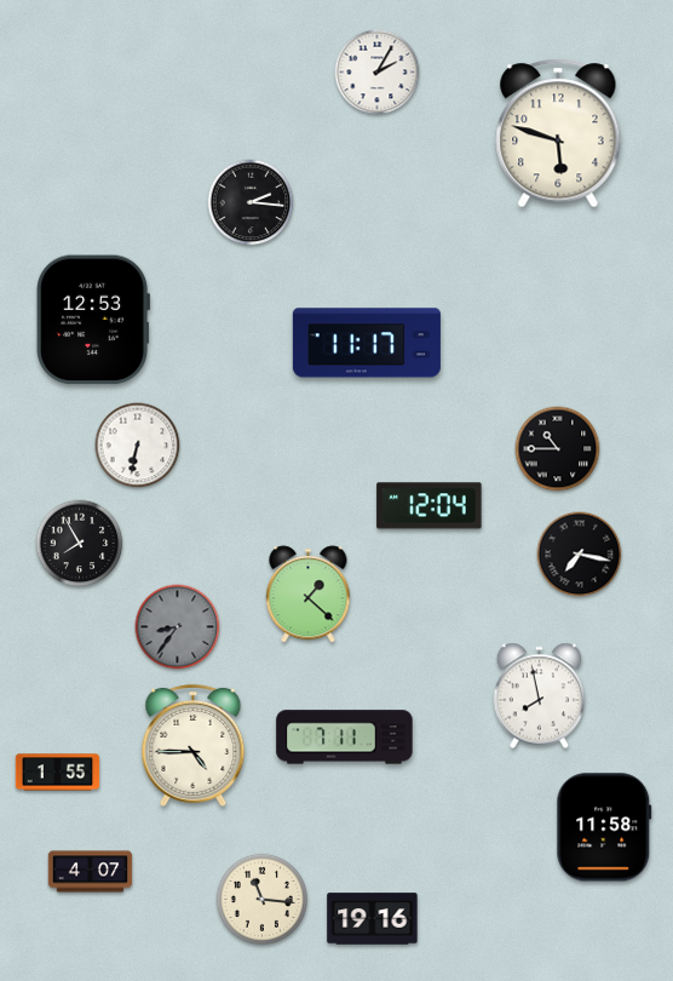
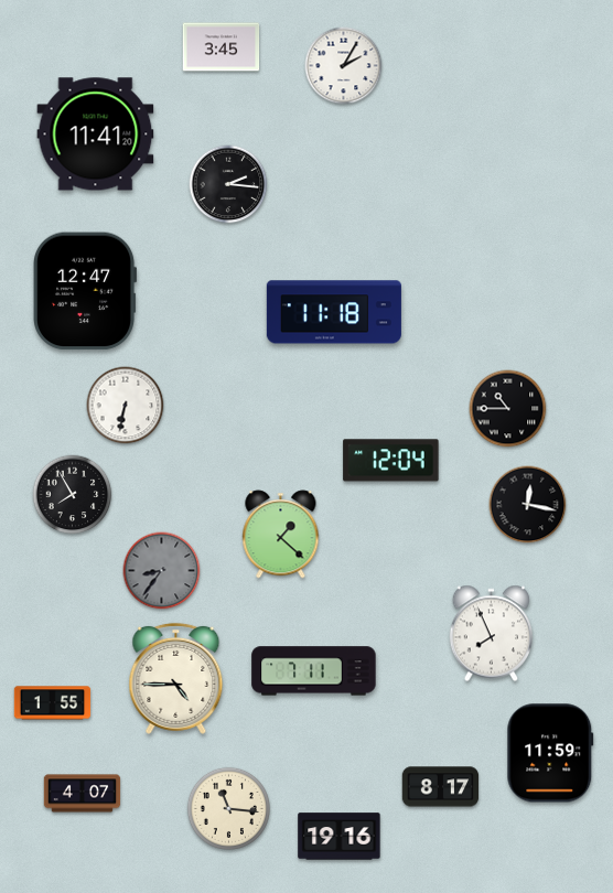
clock at (222, 47): none -> 3:45
clock at (558, 133): 5:48 -> none
clock at (96, 135): none -> 11:41
clock at (94, 320): 12:53 -> 12:47
clock at (367, 343): 11:17 -> 11:18
clock at (580, 555): 7:17 -> 12:17
clock at (309, 595) position: (309, 595) -> (281, 535)
clock at (539, 696): 7:58 -> 7:56
clock at (604, 827): 11:58 -> 11:59
clock at (441, 787): none -> 8:17
clock at (261, 899) position: (261, 899) -> (228, 808)
